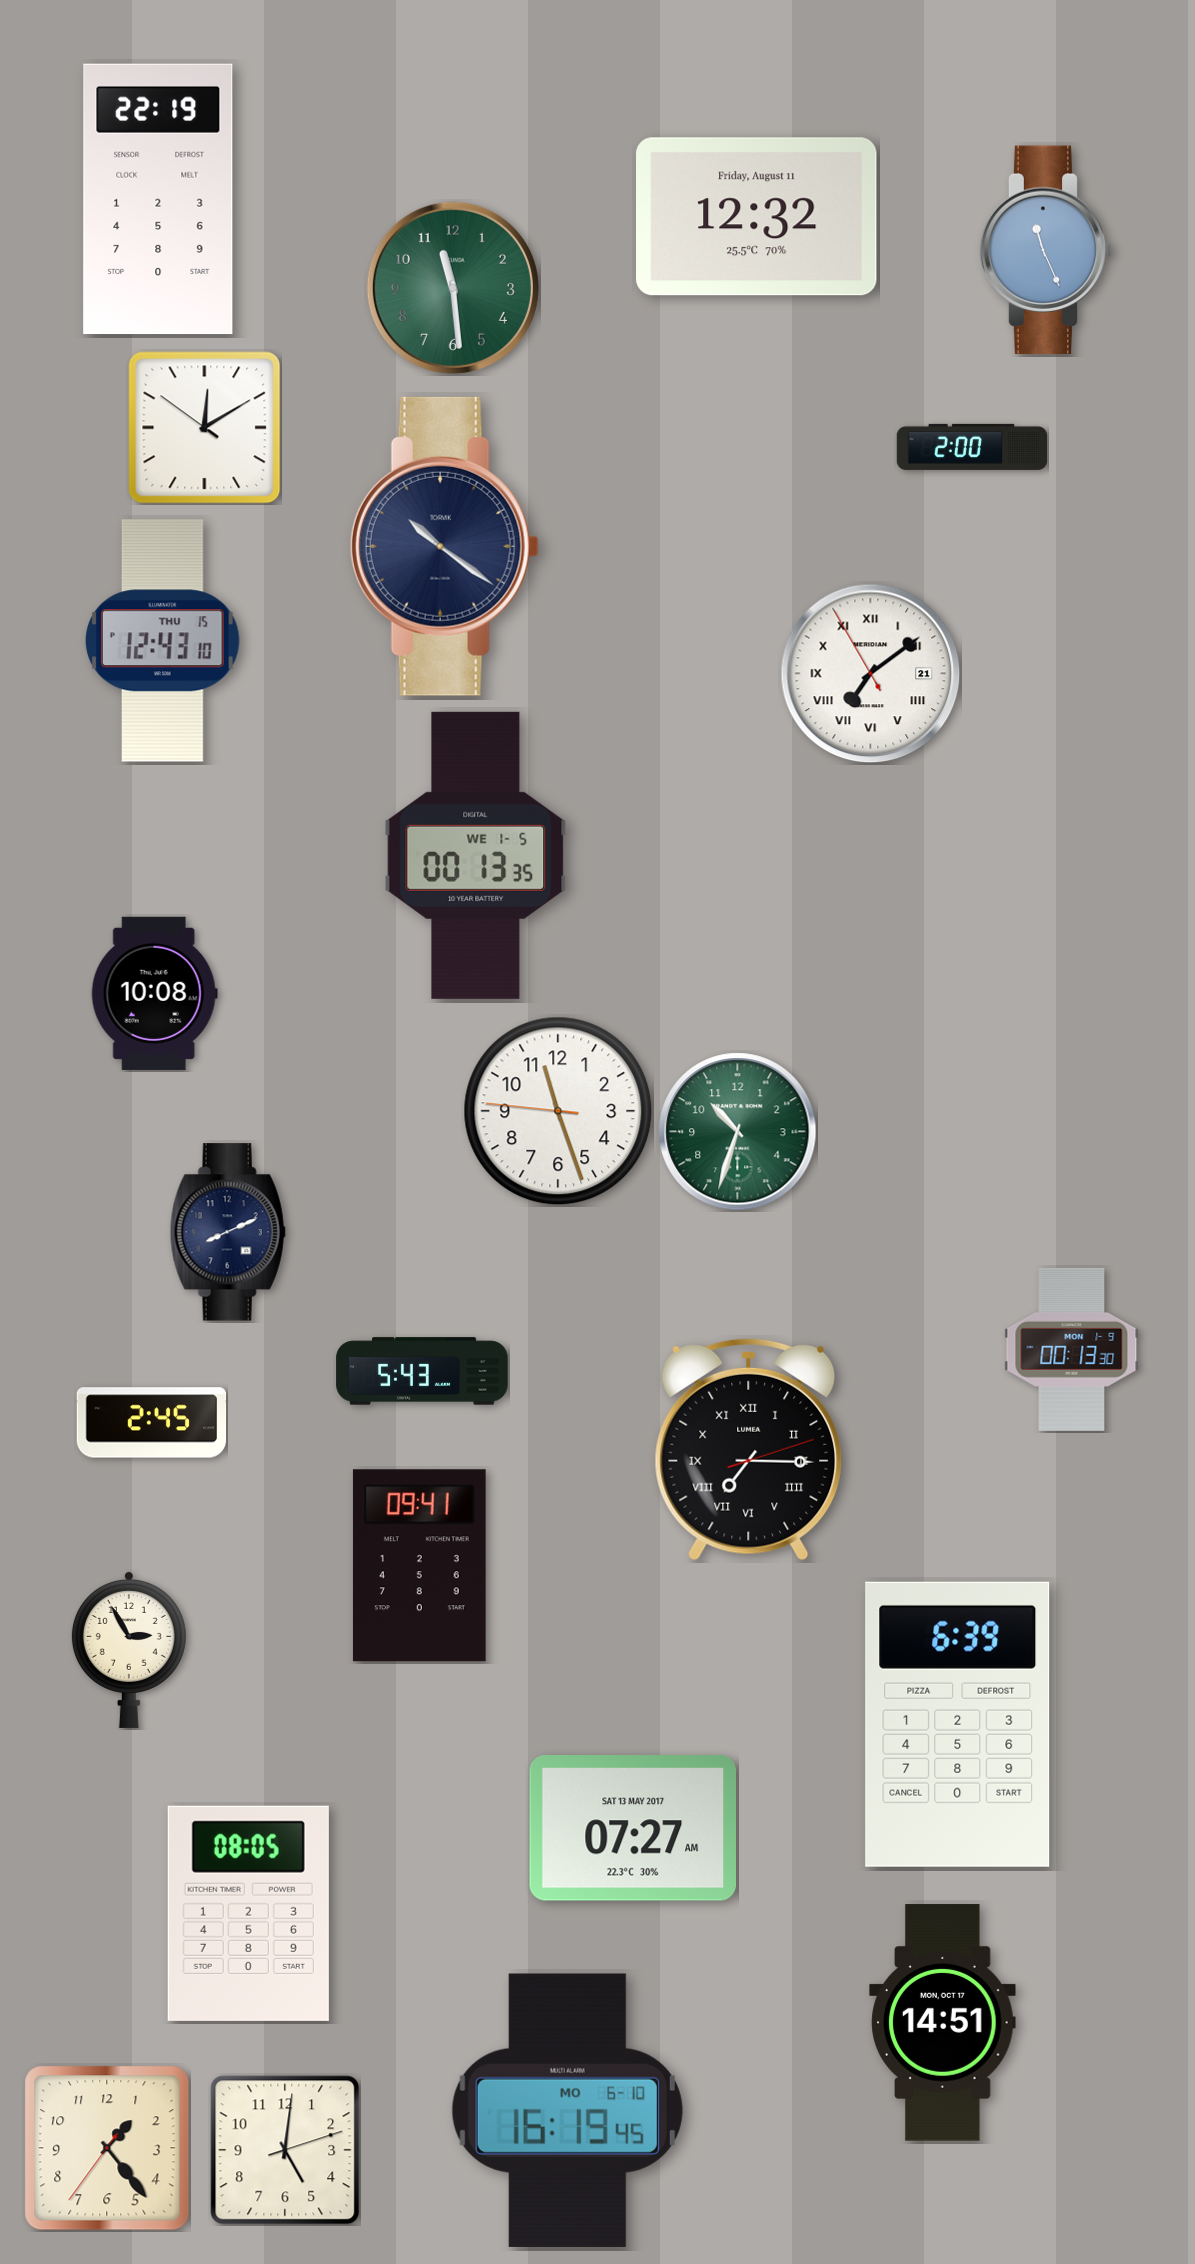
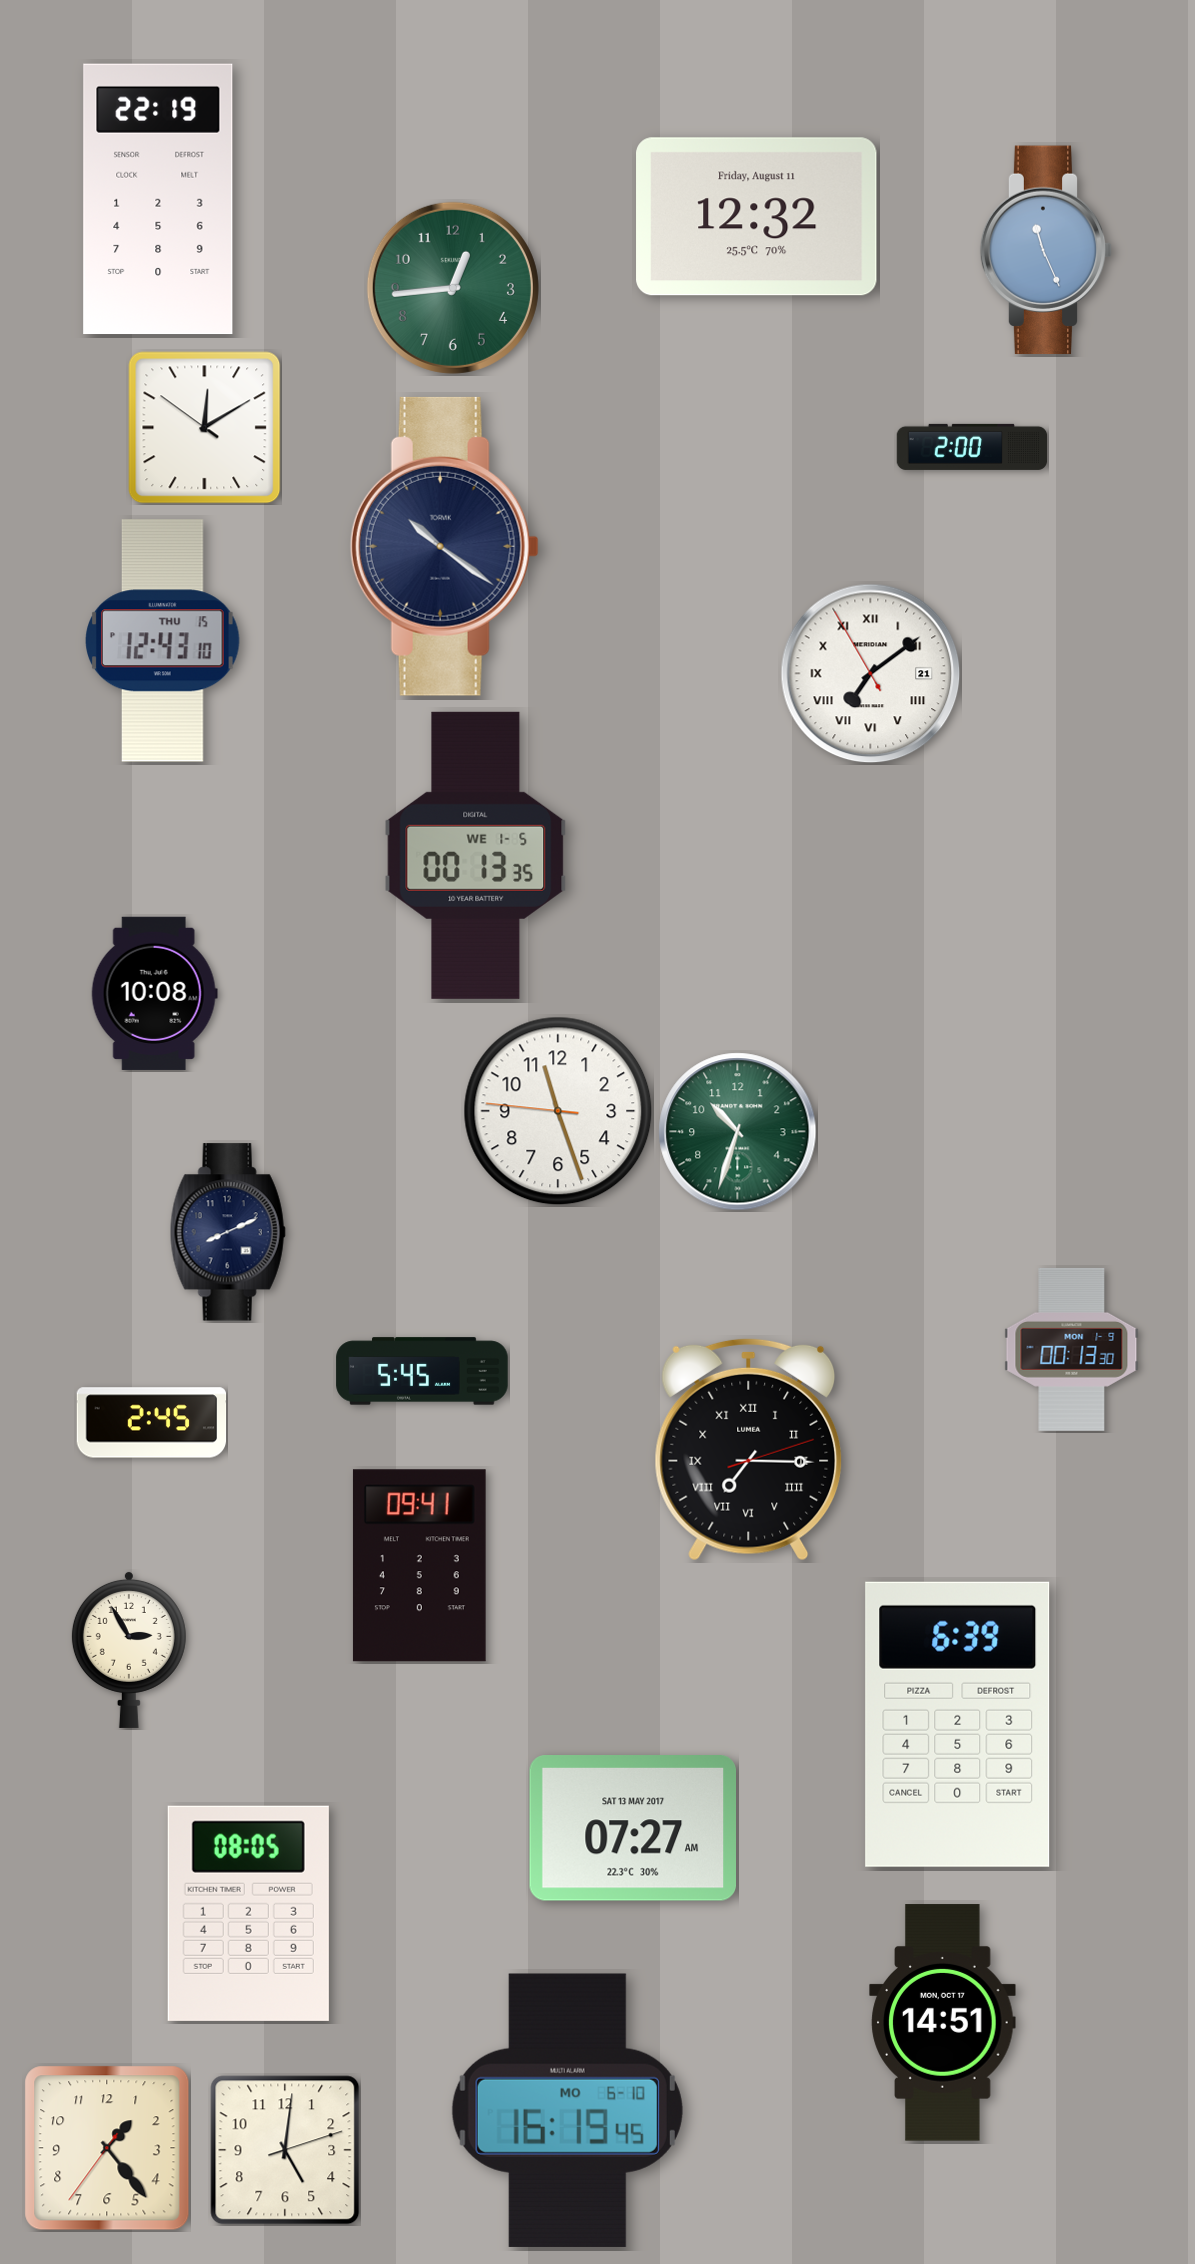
clock at (453, 288): 11:29 -> 12:44
clock at (422, 1371): 5:43 -> 5:45
